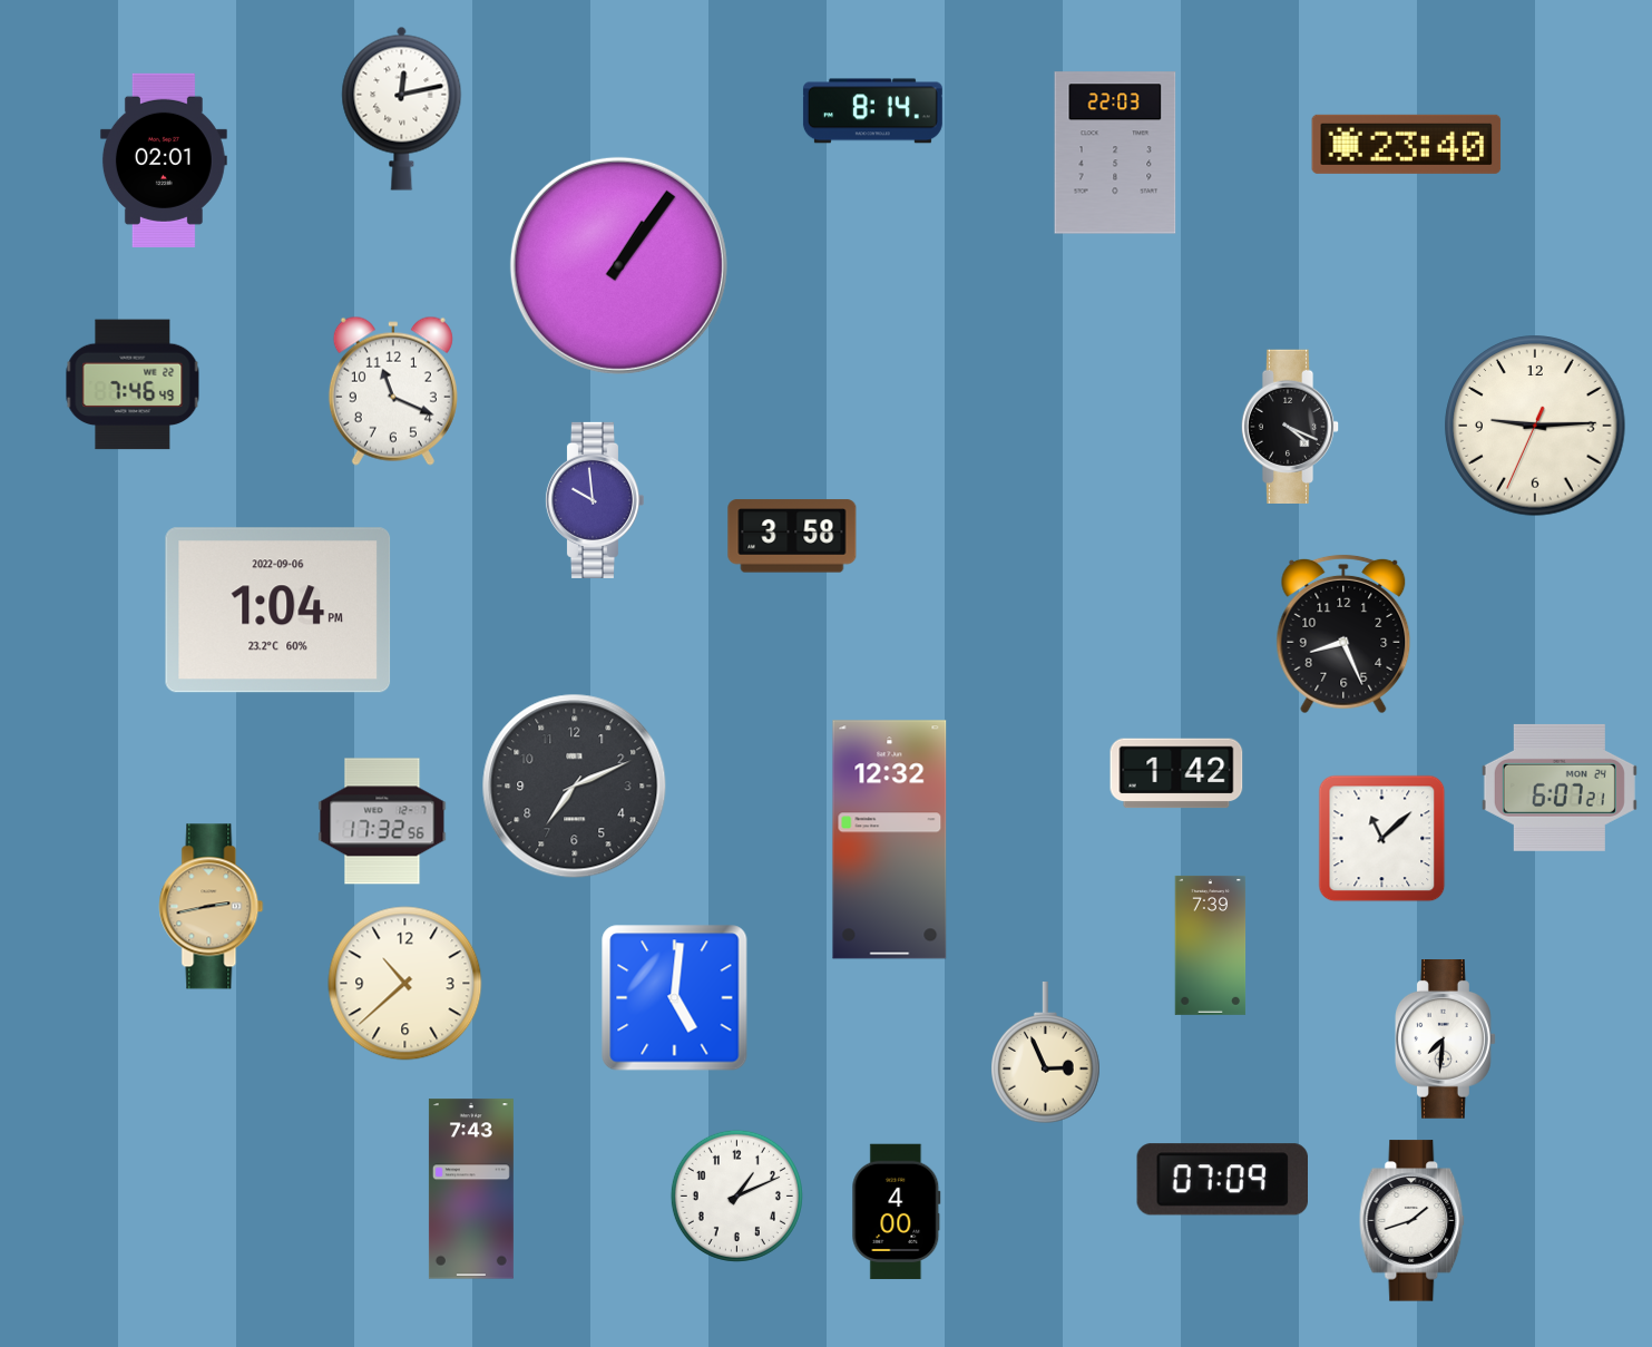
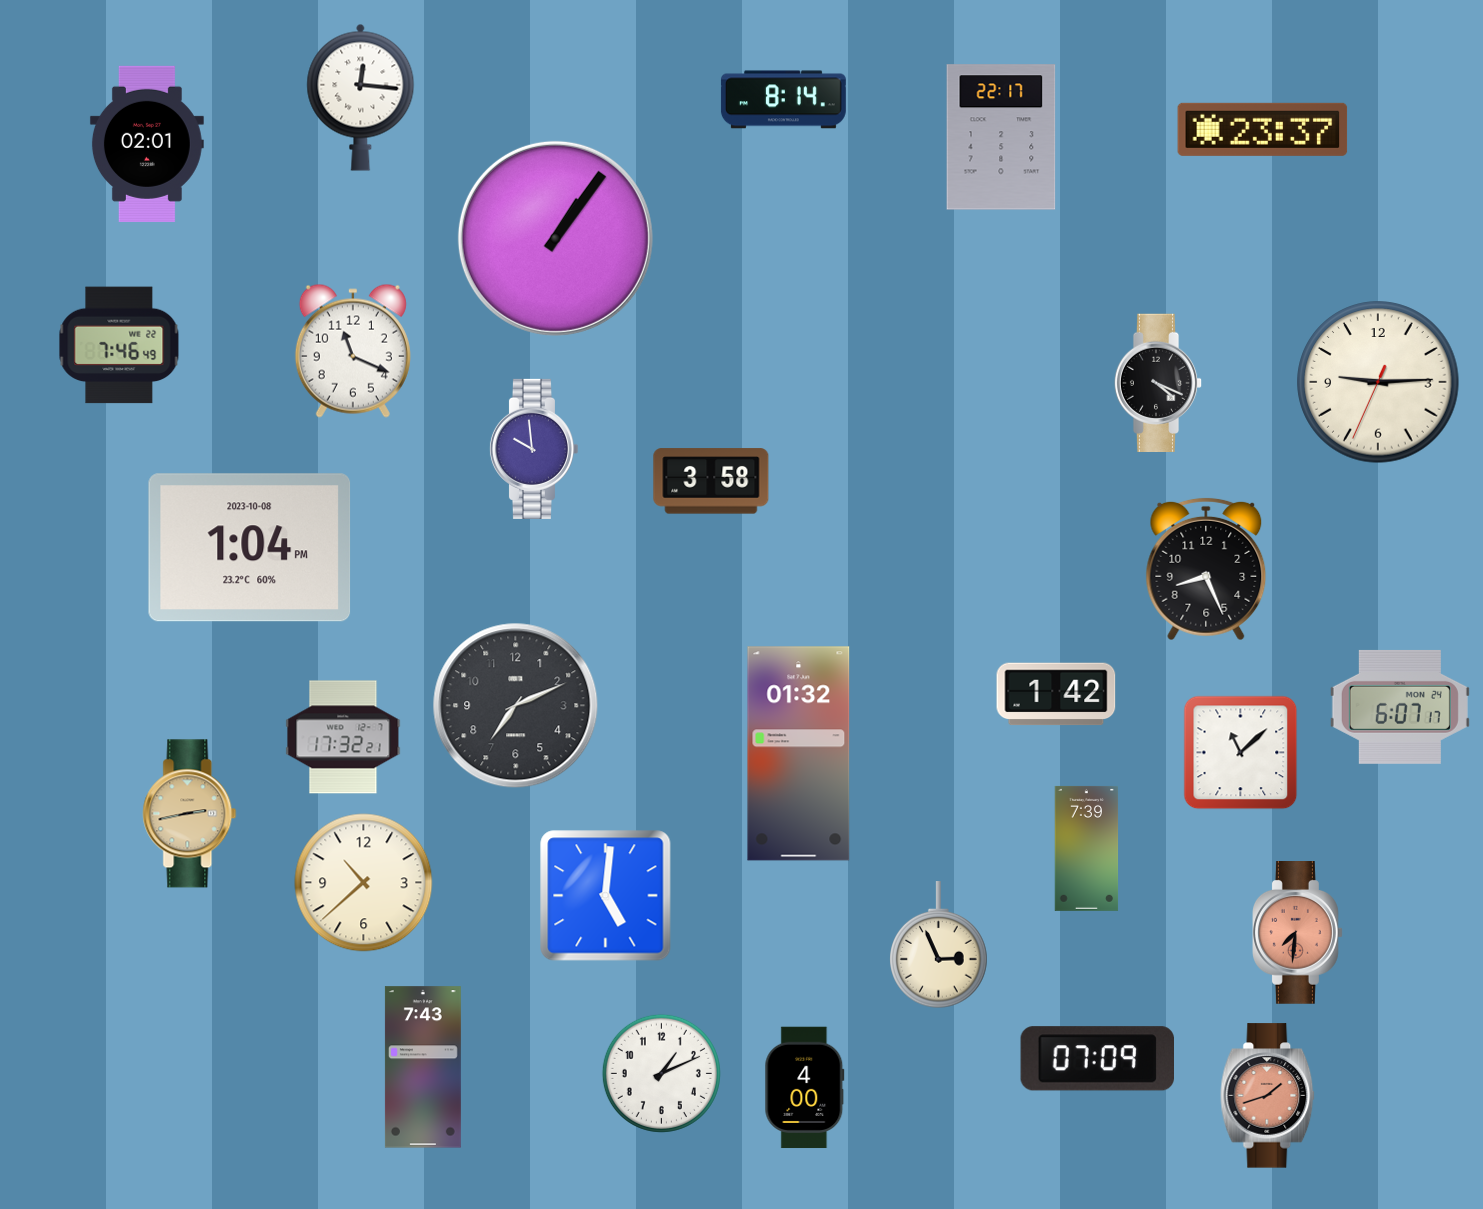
clock at (402, 108): 12:13 -> 12:16
clock at (1407, 144): 23:40 -> 23:37
clock at (1115, 153): 22:03 -> 22:17
clock at (278, 611) date: 2022-09-06 -> 2023-10-08
clock at (1560, 788): 6:07:21 -> 6:07:17
clock at (382, 821): 17:32:56 -> 17:32:21
clock at (890, 840): 12:32 -> 01:32
clock at (1446, 1039) dial: white -> salmon
clock at (1412, 1221) dial: white -> salmon
